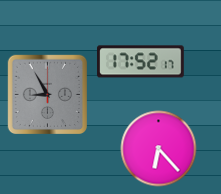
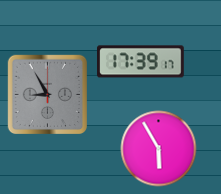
clock at (141, 62): 17:52 -> 17:39
clock at (159, 149): 6:23 -> 5:55
